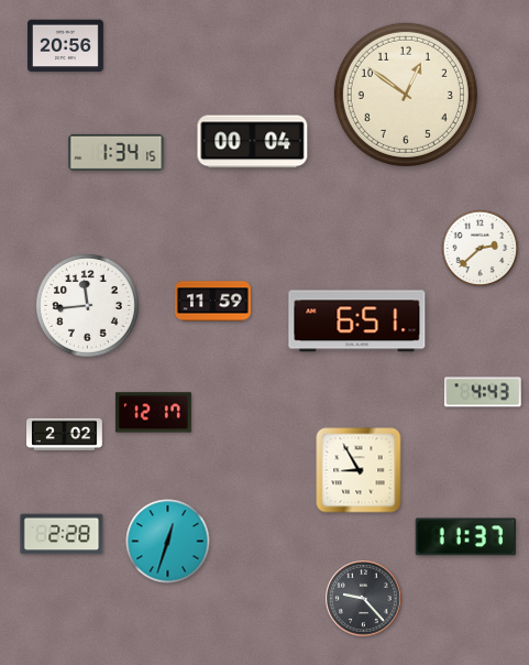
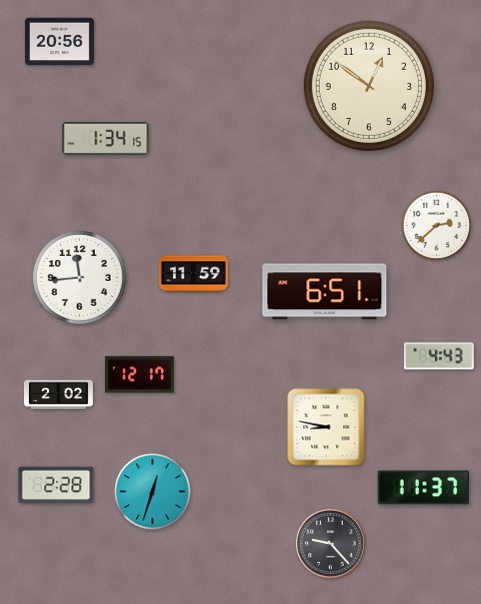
clock at (253, 142): 00:04 -> none
clock at (359, 470): 8:55 -> 8:47
